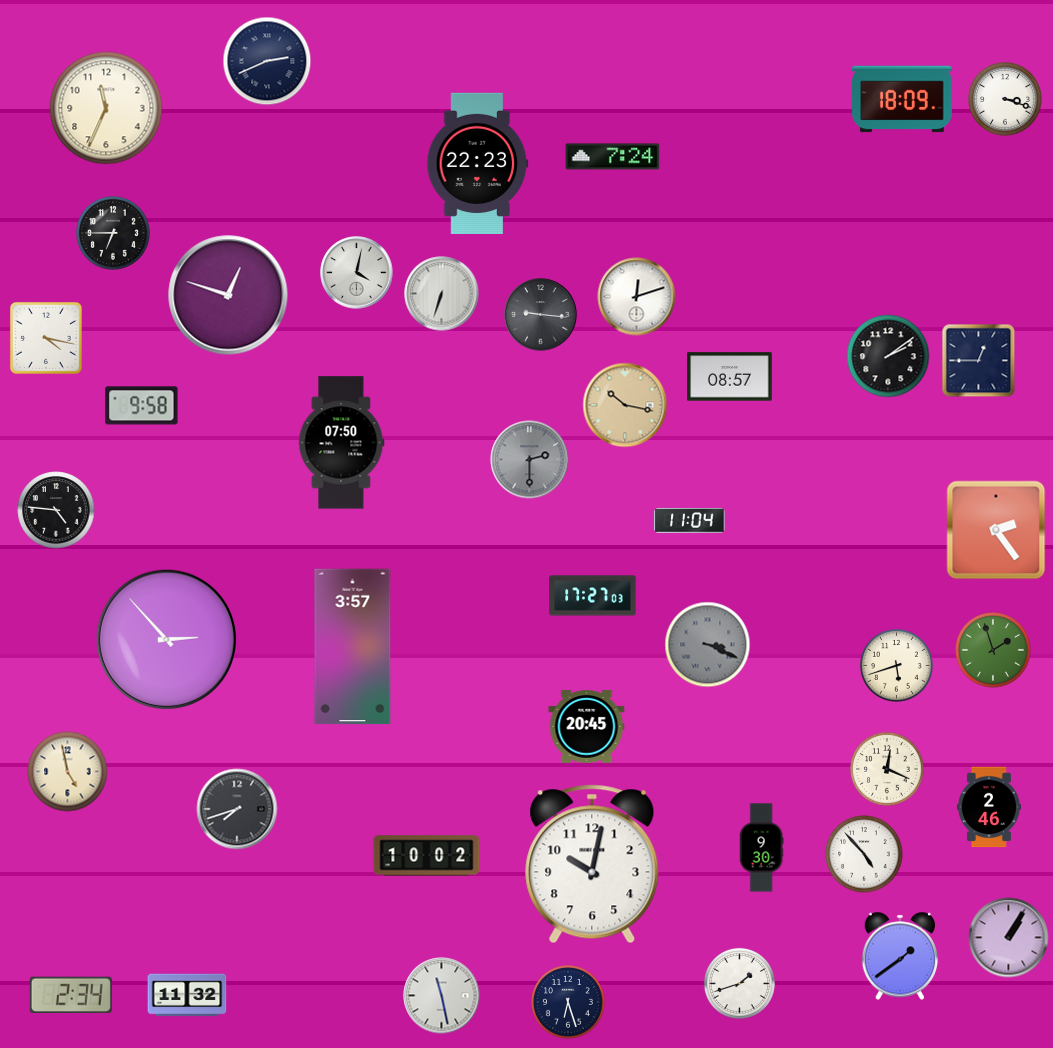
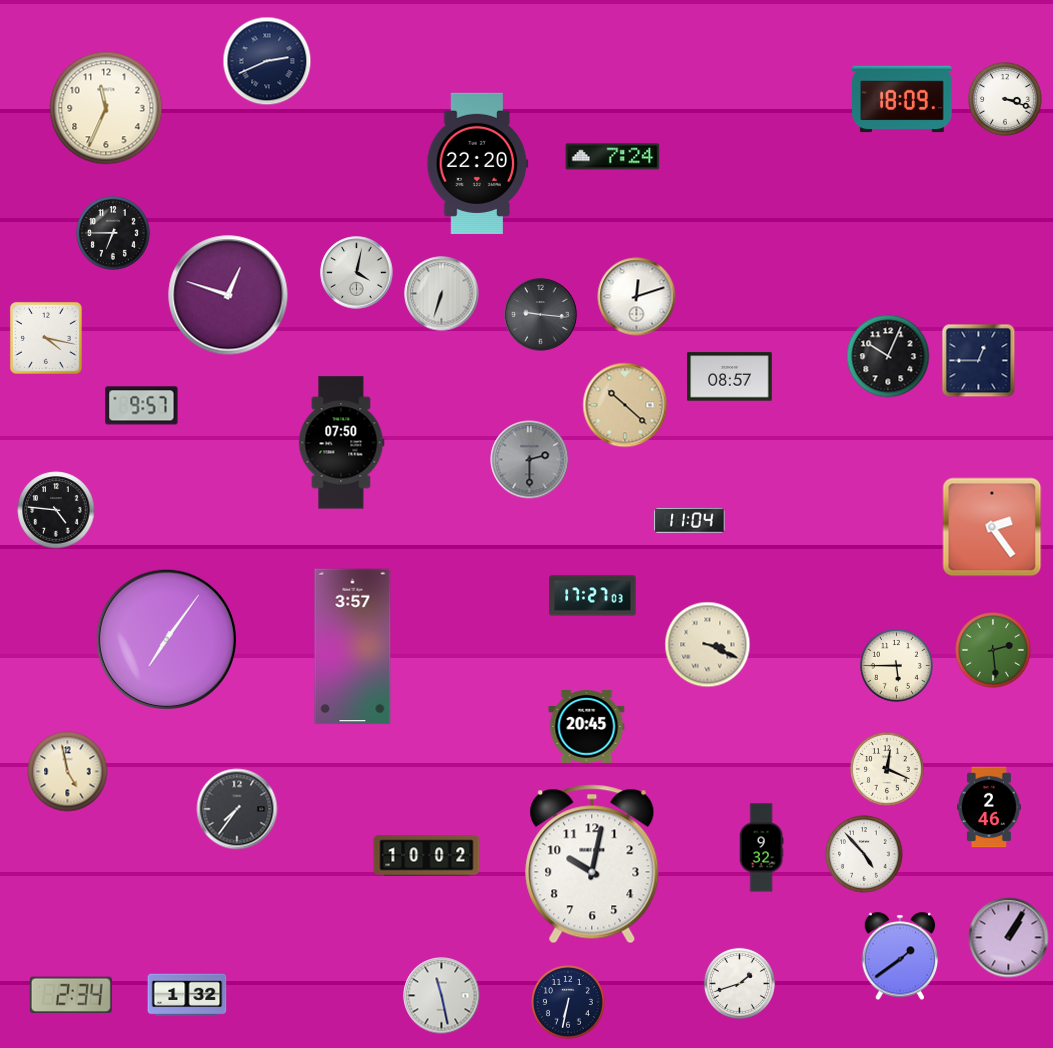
clock at (478, 163): 22:23 -> 22:20
clock at (888, 356): 2:09 -> 10:04
clock at (625, 405): 10:17 -> 10:22
clock at (142, 406): 9:58 -> 9:57
clock at (996, 530) position: (996, 530) -> (992, 527)
clock at (166, 639): 2:53 -> 7:06
clock at (708, 645) dial: grey -> cream
clock at (993, 650): 1:57 -> 2:29
clock at (896, 665): 5:42 -> 5:45
clock at (237, 809): 7:42 -> 7:36
clock at (761, 848): 9:30 -> 9:32
clock at (187, 995): 11:32 -> 1:32
clock at (569, 1003): 6:27 -> 6:32
